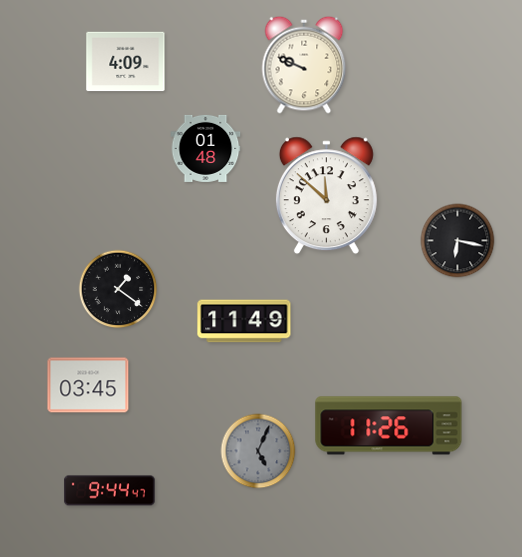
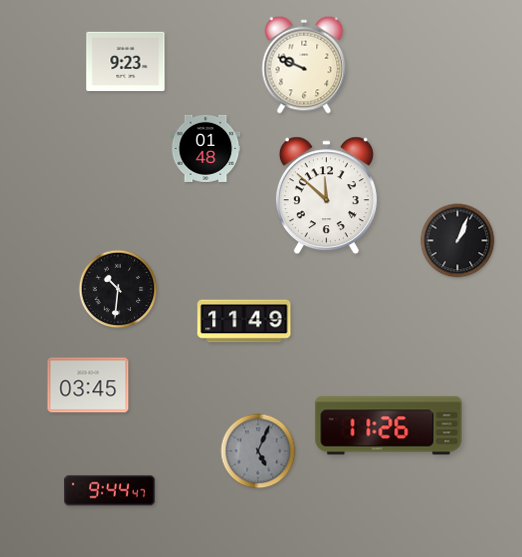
clock at (126, 62): 4:09 -> 9:23
clock at (458, 241): 6:17 -> 1:04
clock at (118, 289): 1:21 -> 10:31
